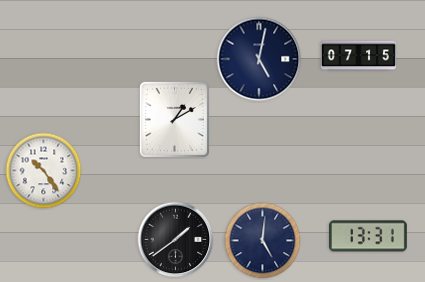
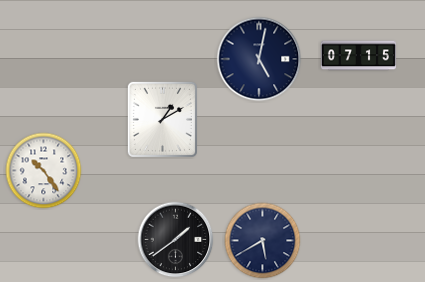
clock at (174, 119) position: (174, 119) -> (162, 119)
clock at (368, 236): 13:31 -> none
clock at (263, 241): 5:01 -> 5:40
